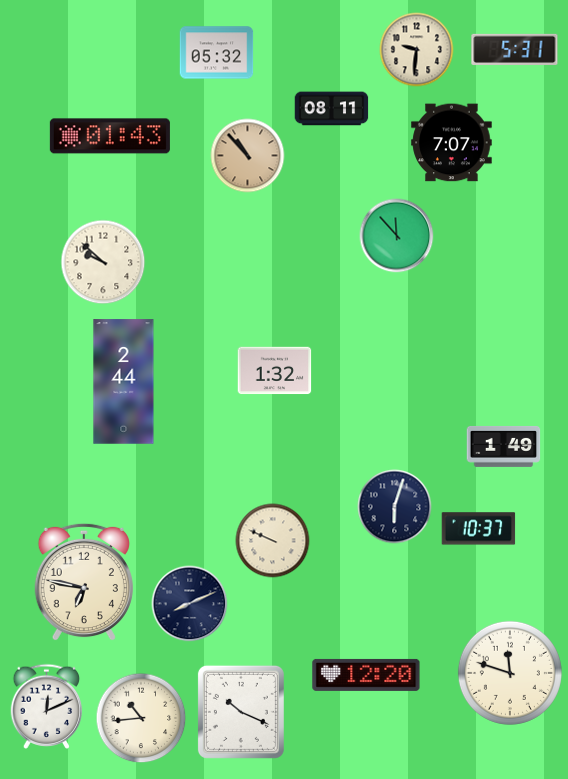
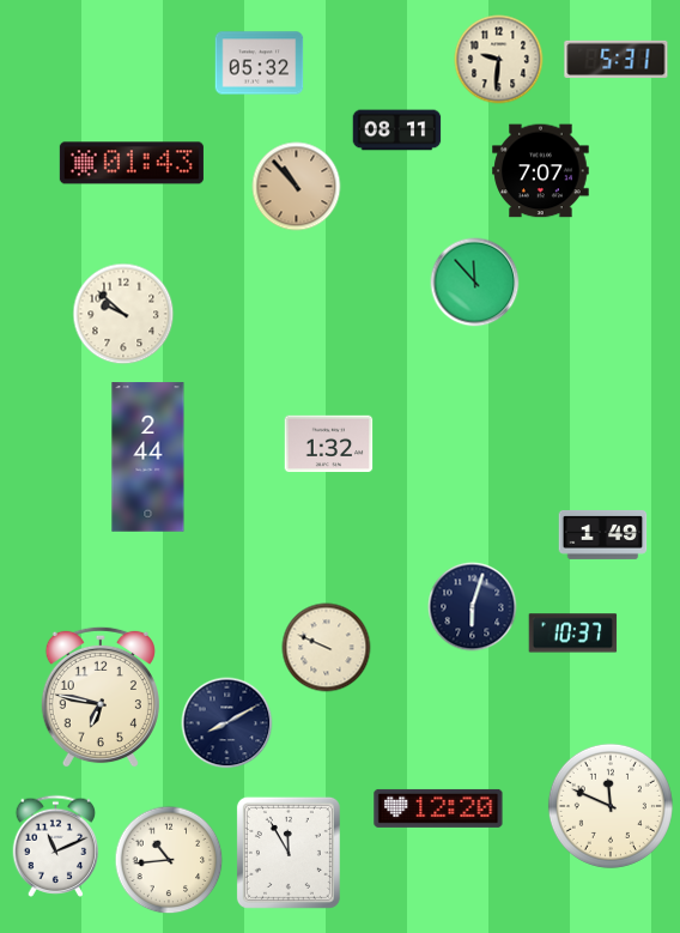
clock at (190, 604): 8:11 -> 8:10
clock at (510, 673): 11:48 -> 11:49
clock at (47, 706): 12:11 -> 11:11
clock at (241, 712): 10:19 -> 11:55
